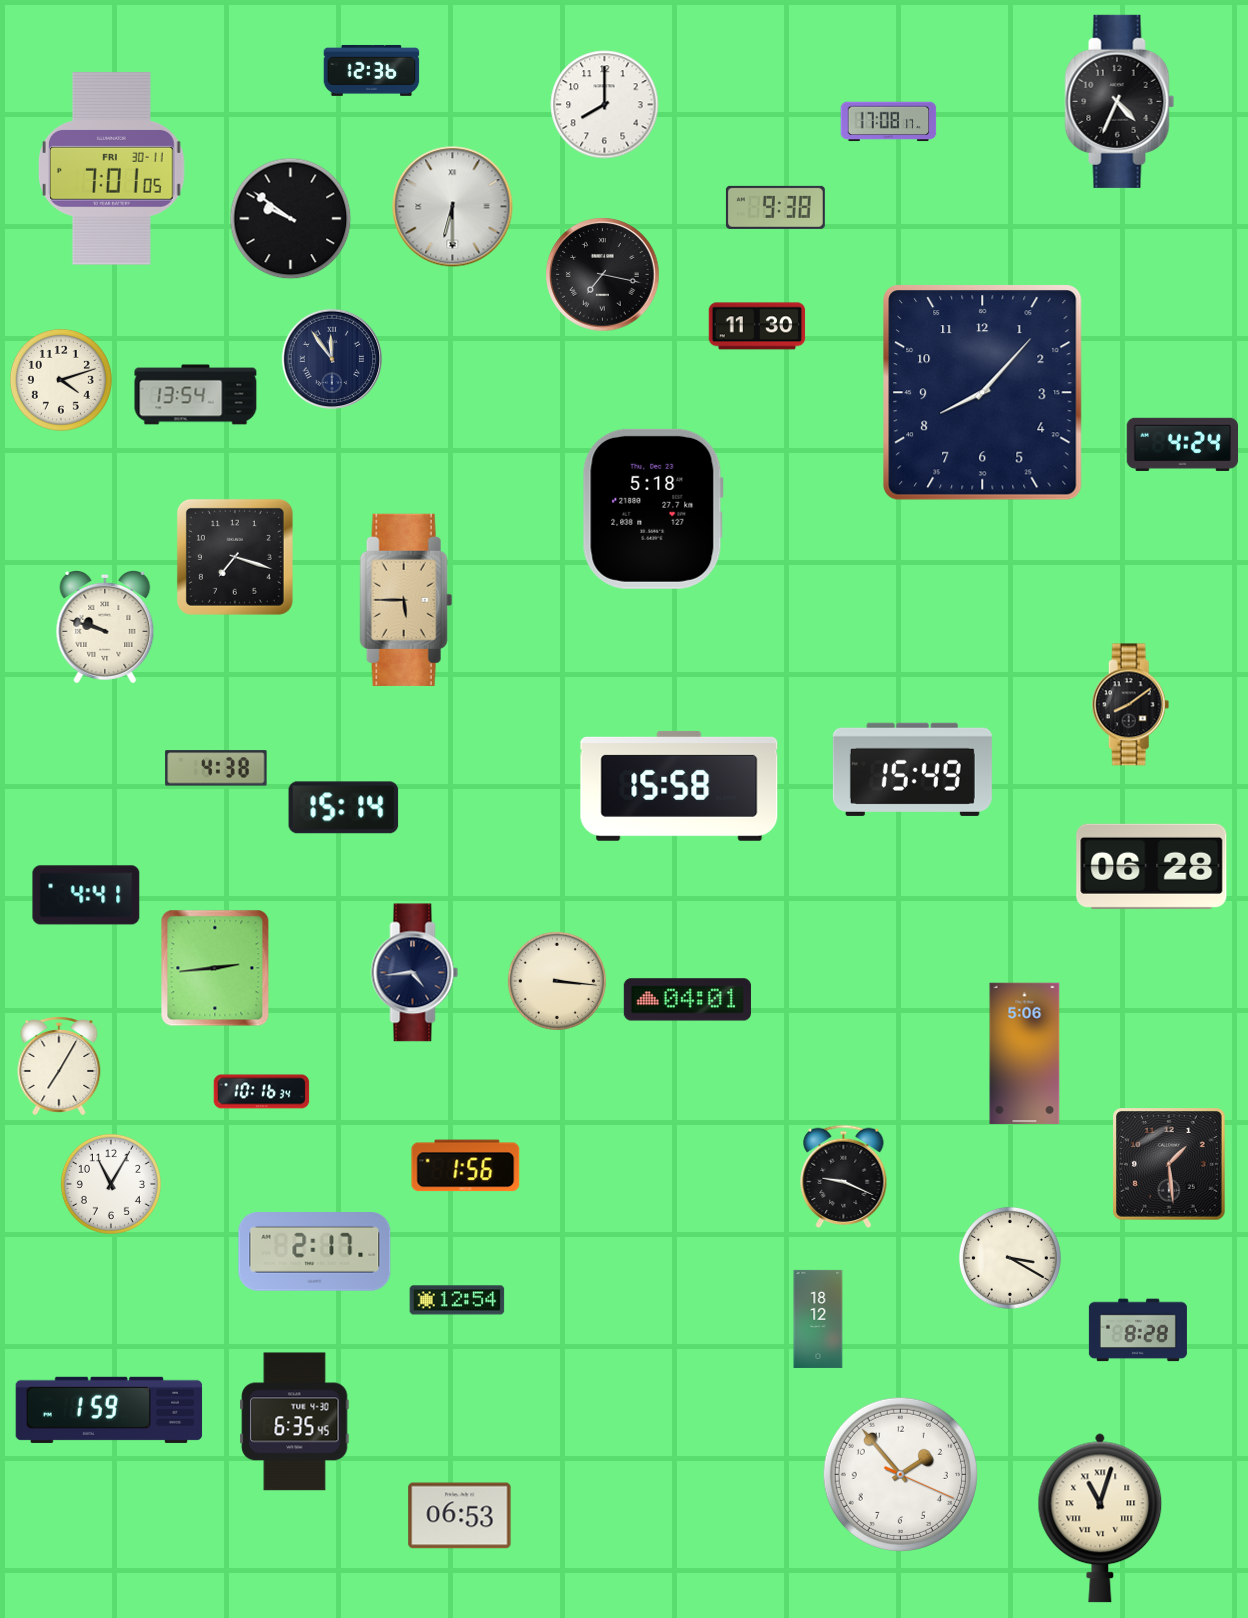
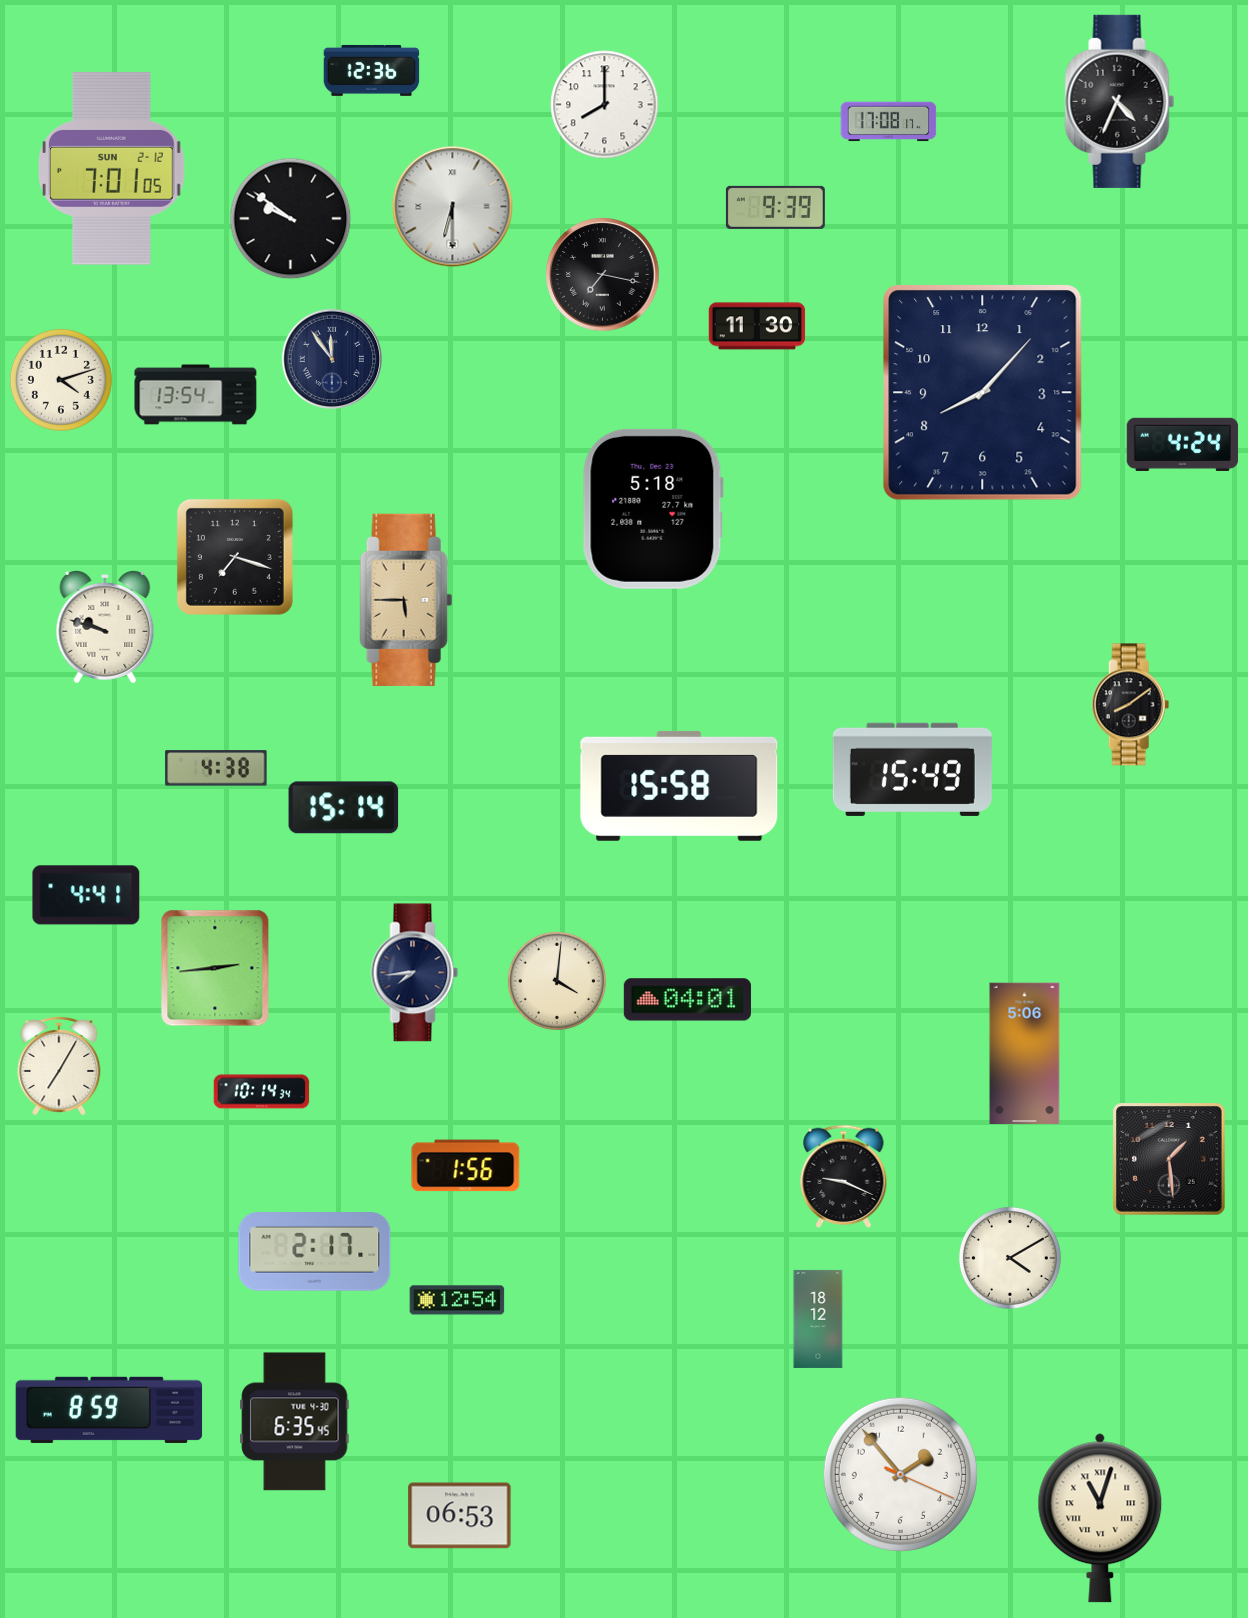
clock at (111, 169) date: FRI 30-11 -> SUN 2-12
clock at (775, 207): 9:38 -> 9:39
clock at (1152, 866): 06:28 -> none
clock at (415, 973): 4:44 -> 7:44
clock at (557, 981): 3:16 -> 4:01
clock at (262, 1092): 10:16 -> 10:14
clock at (1169, 1164) position: (1169, 1164) -> (1169, 1159)
clock at (111, 1184): 11:05 -> none
clock at (1010, 1258): 3:20 -> 4:10
clock at (1138, 1330): 8:28 -> none
clock at (109, 1410): 1:59 -> 8:59
